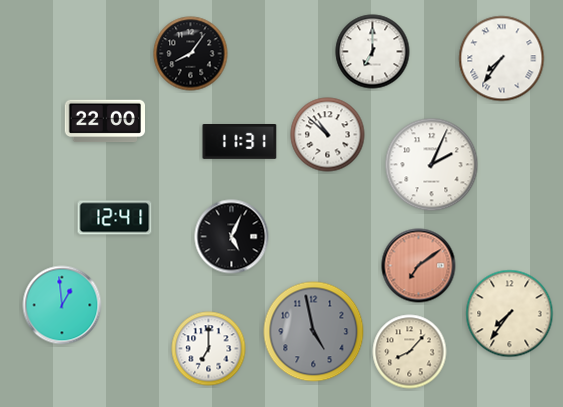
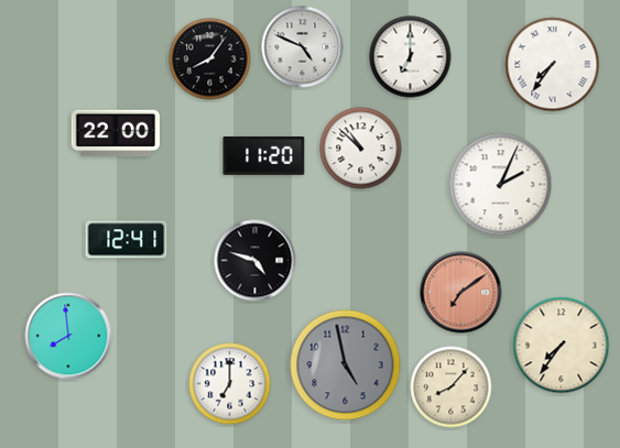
clock at (303, 47): none -> 4:49
clock at (240, 142): 11:31 -> 11:20
clock at (432, 165) position: (432, 165) -> (501, 185)
clock at (232, 237): 5:04 -> 4:48
clock at (62, 305): 12:59 -> 7:59
